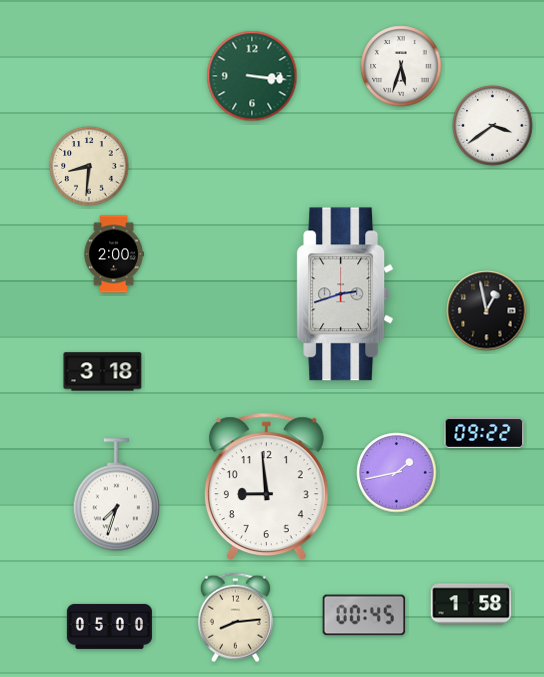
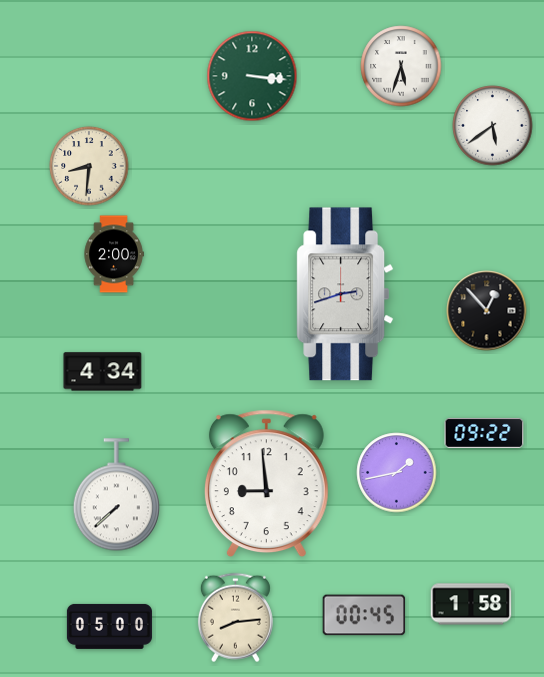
clock at (493, 126): 3:39 -> 5:39
clock at (487, 311): 12:58 -> 12:53
clock at (103, 372): 3:18 -> 4:34
clock at (266, 487) position: (266, 487) -> (266, 484)
clock at (116, 495): 7:33 -> 7:38
